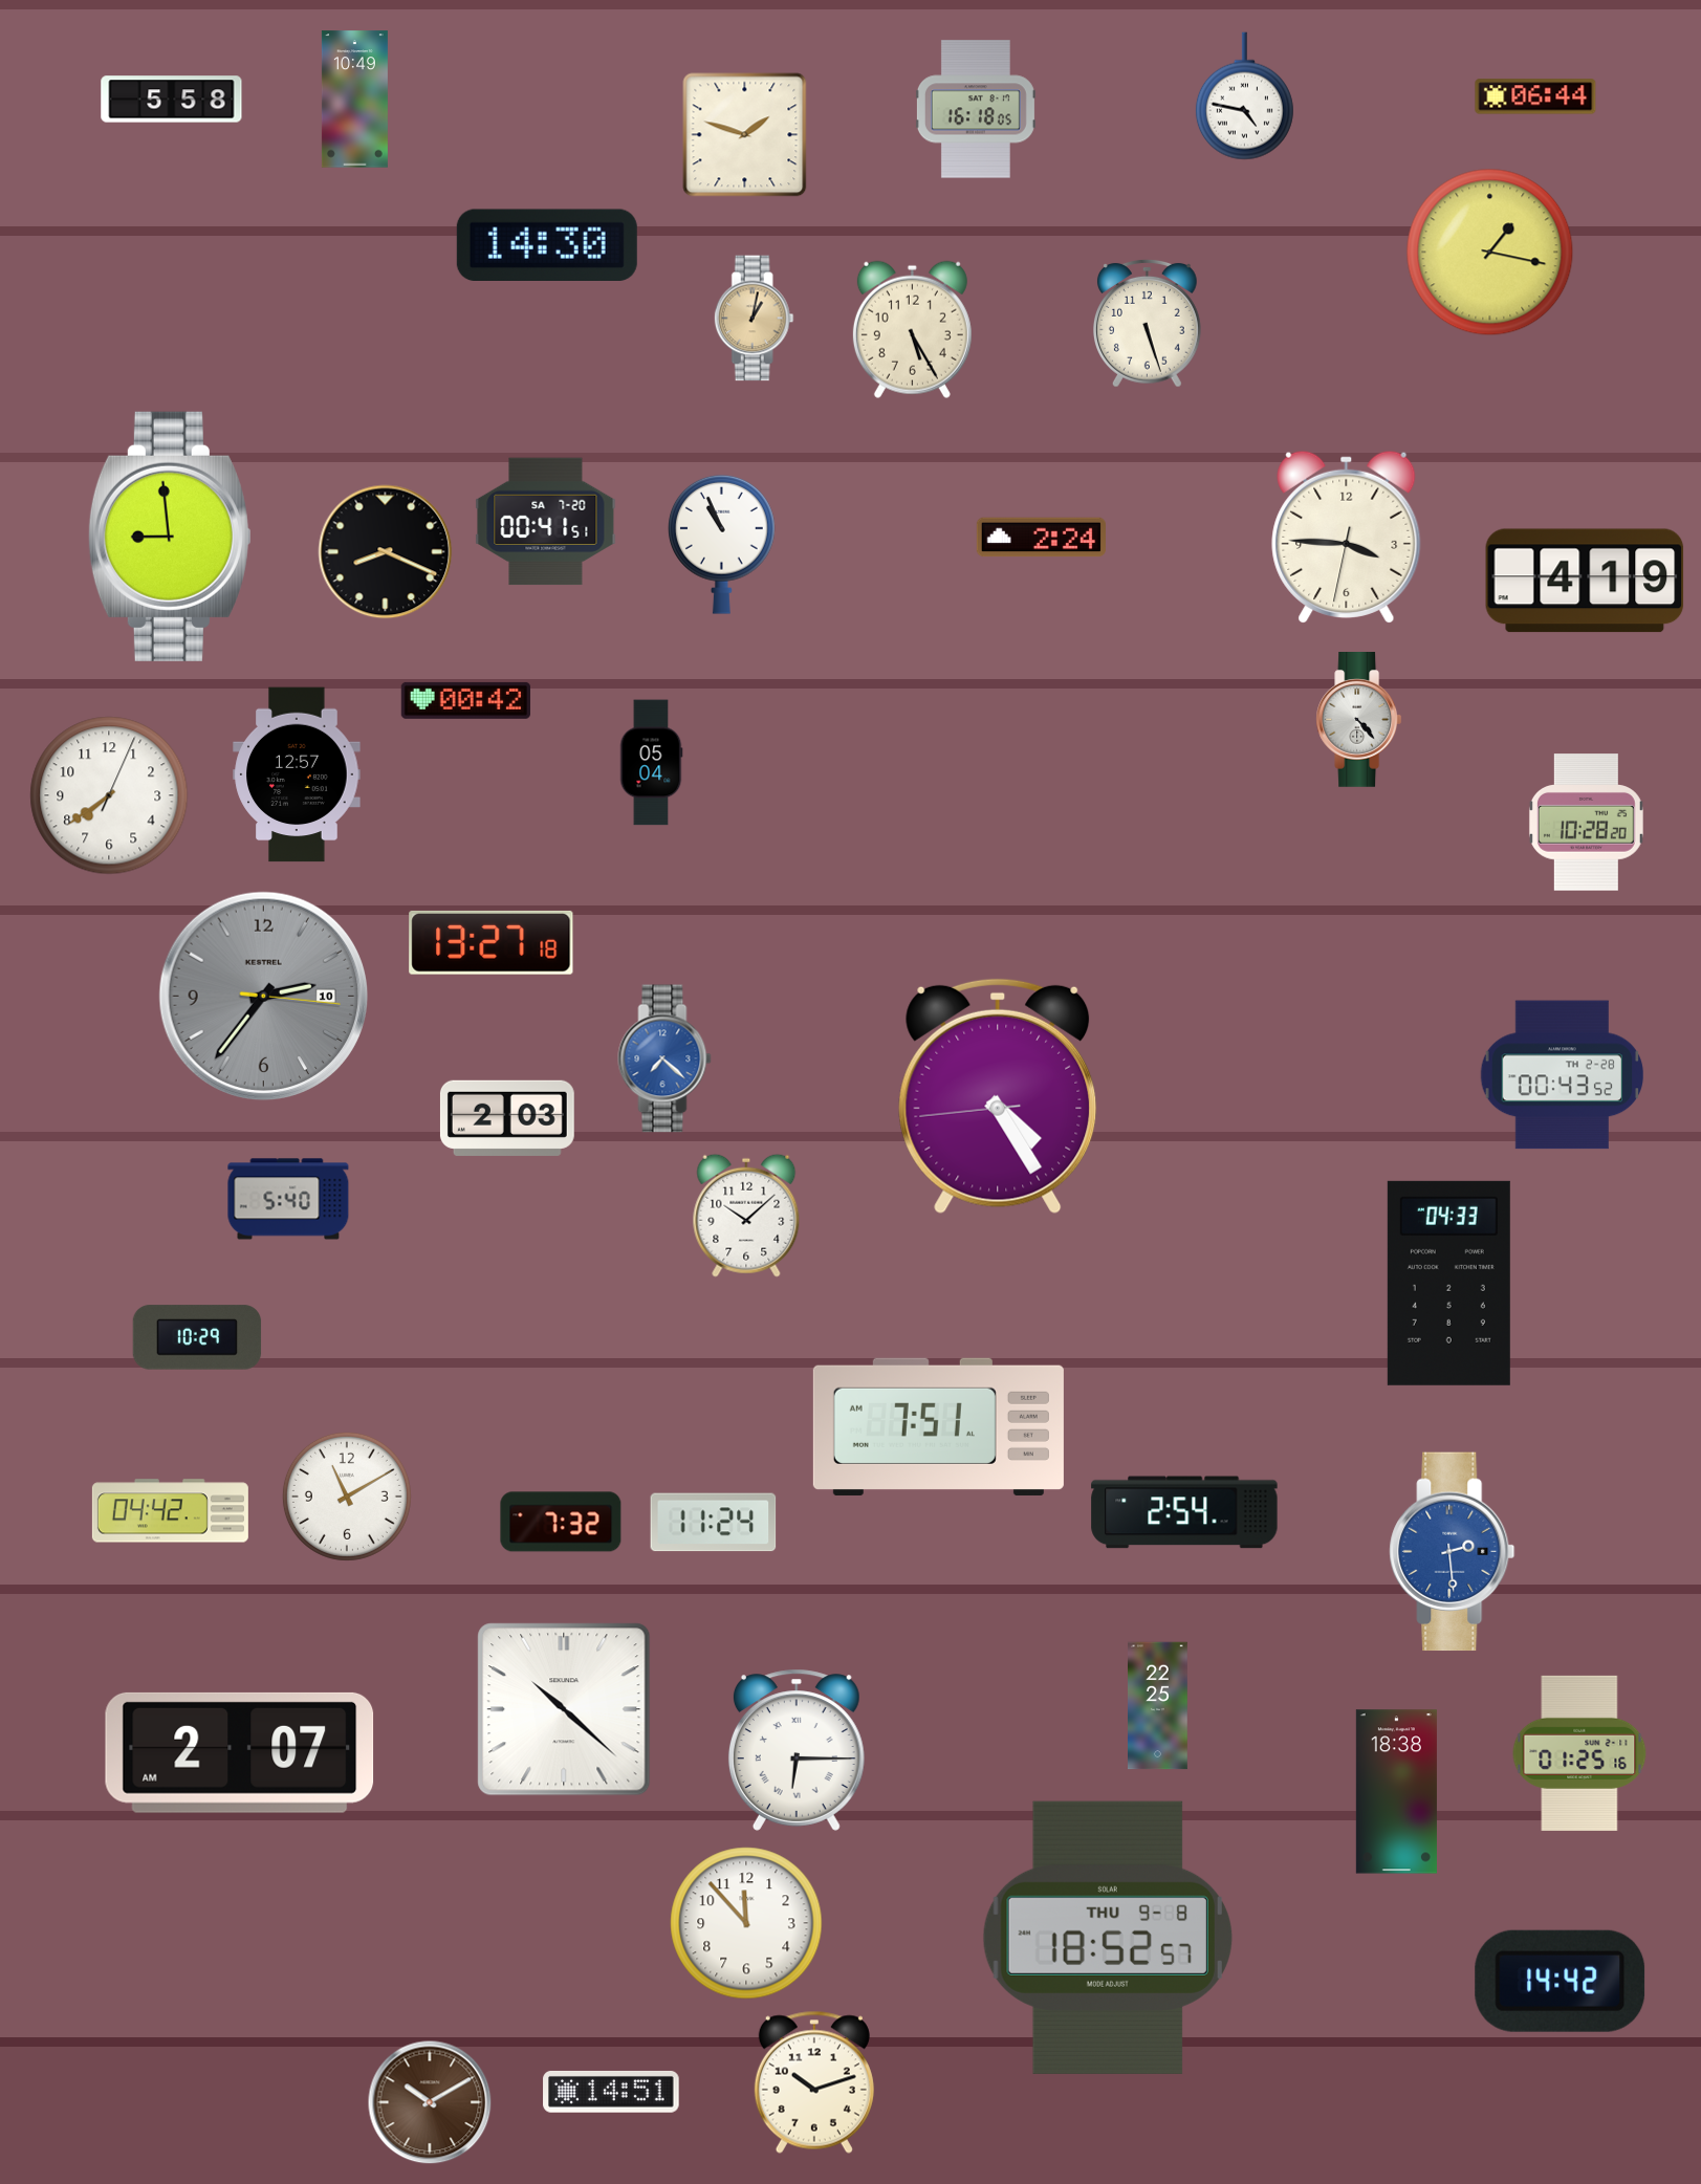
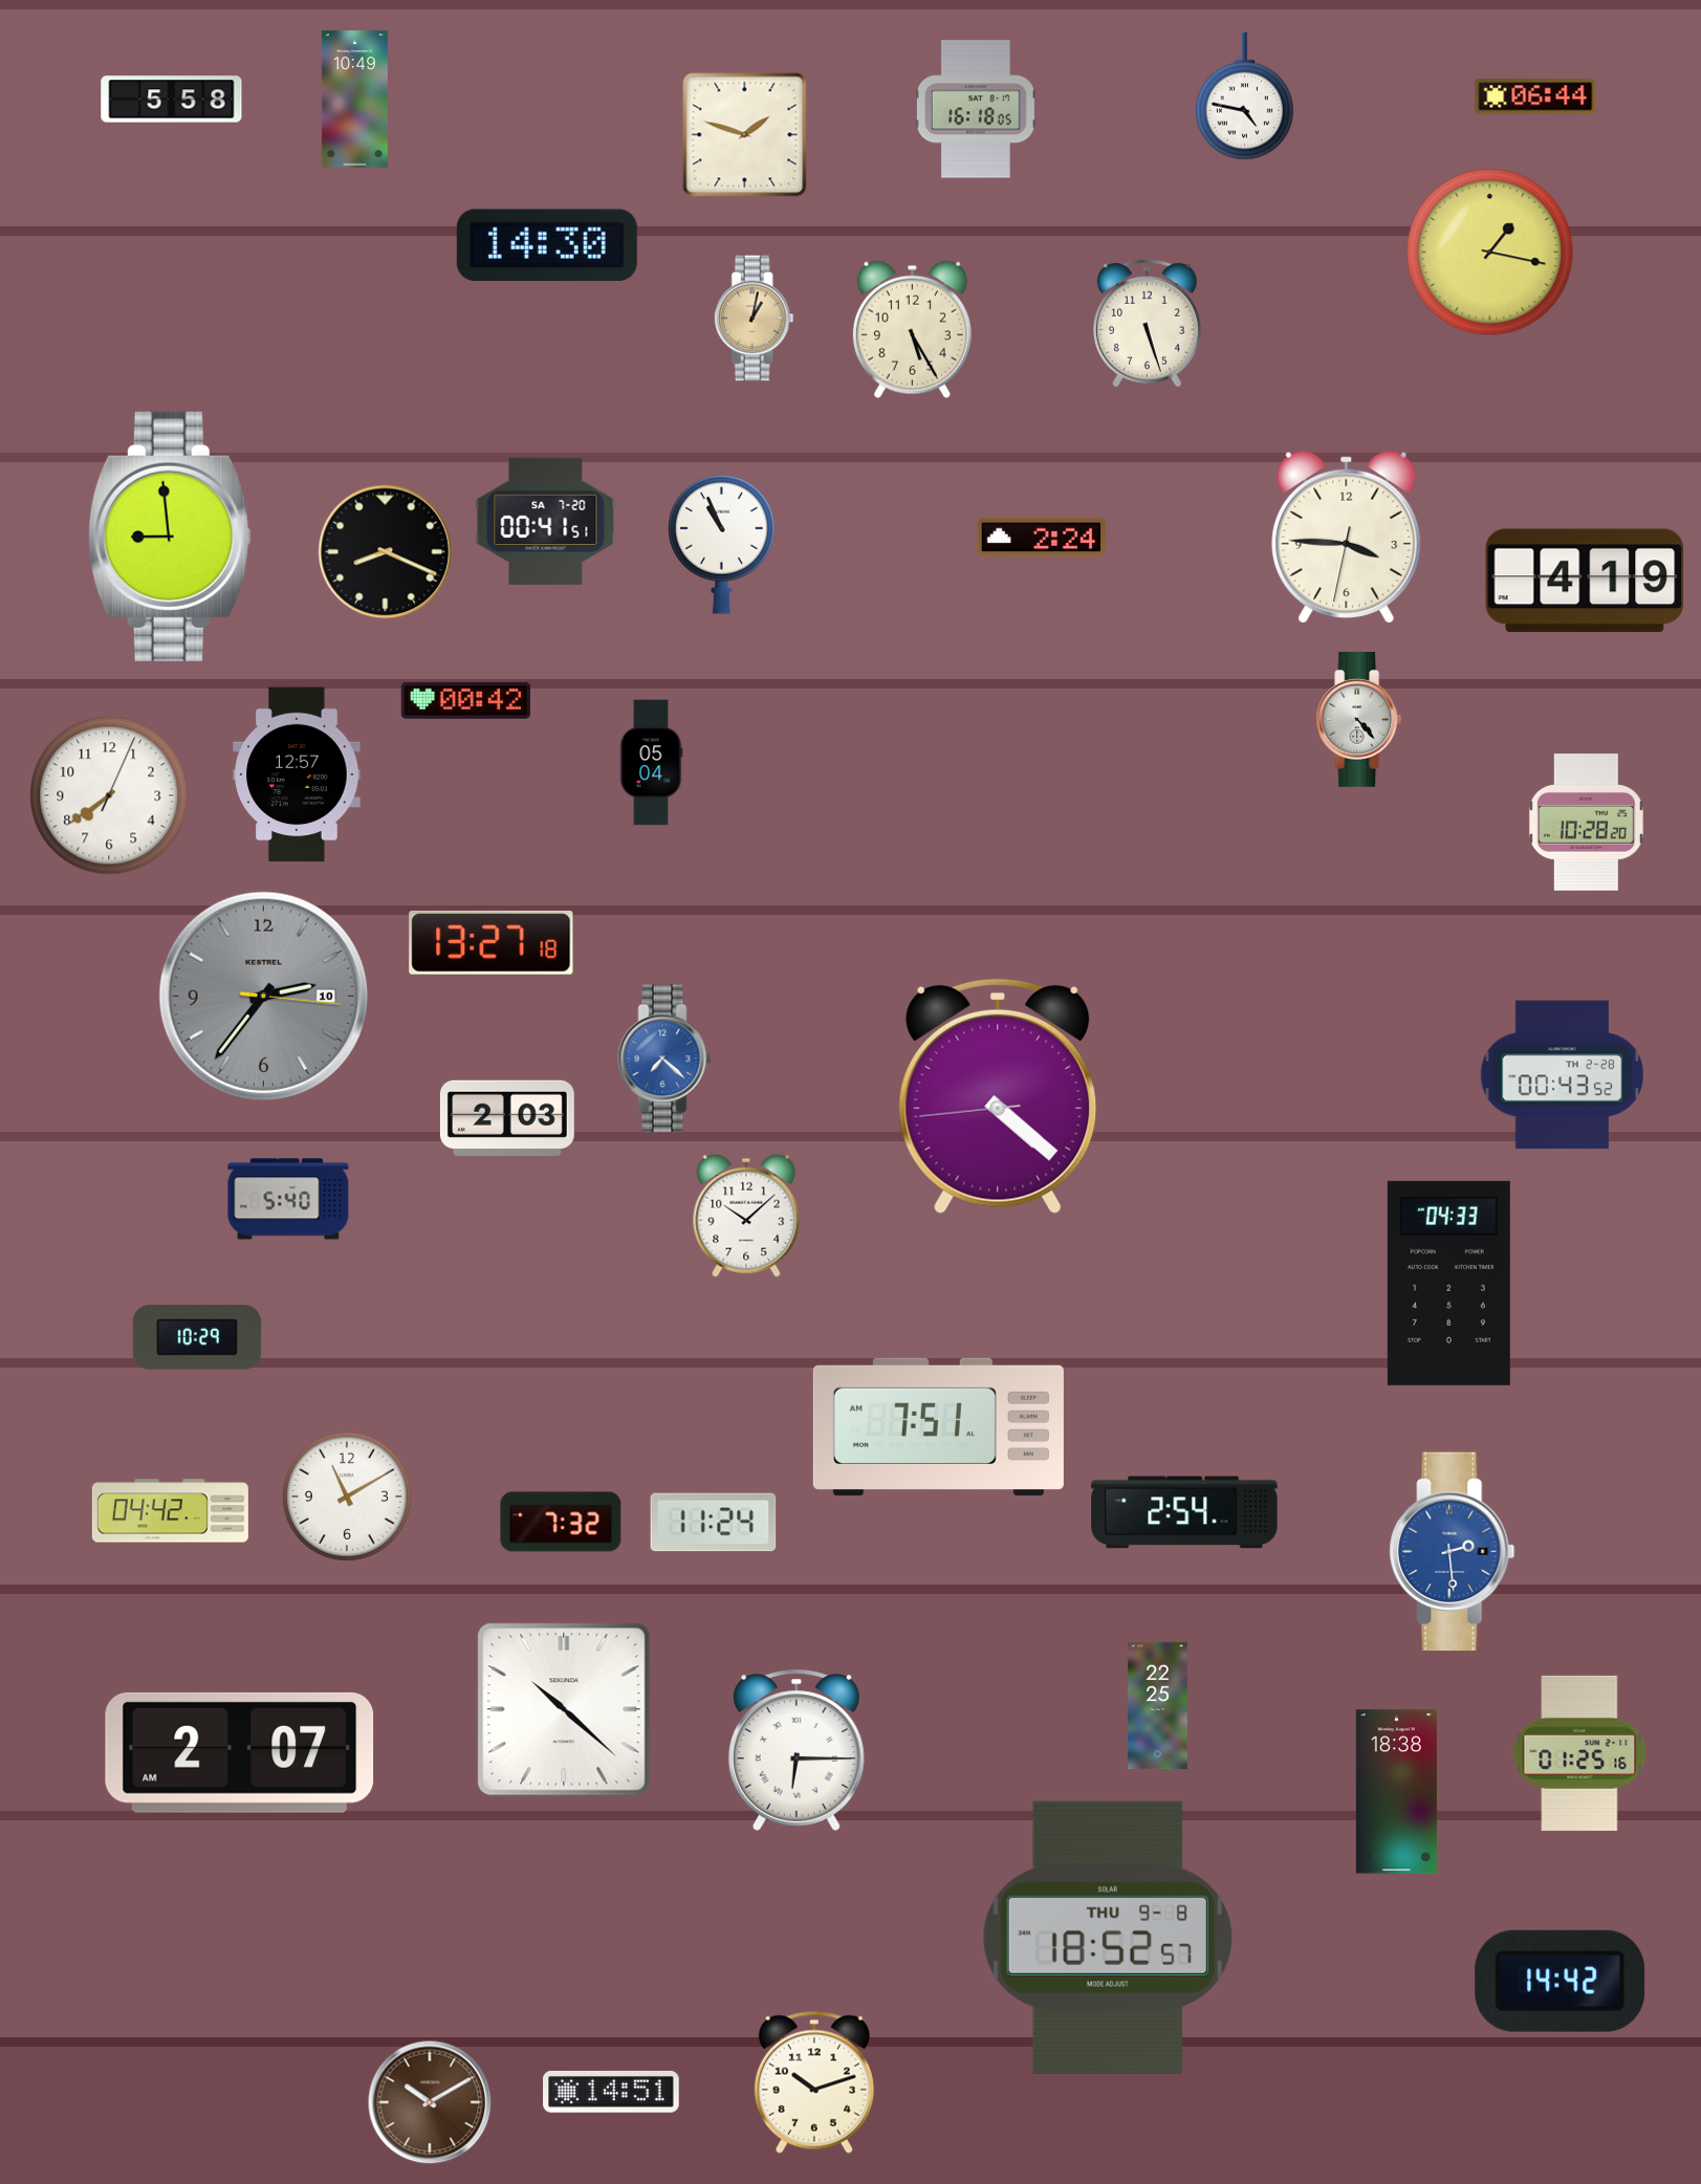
clock at (998, 1096): 4:24 -> 4:21
clock at (746, 1923): 11:53 -> none
